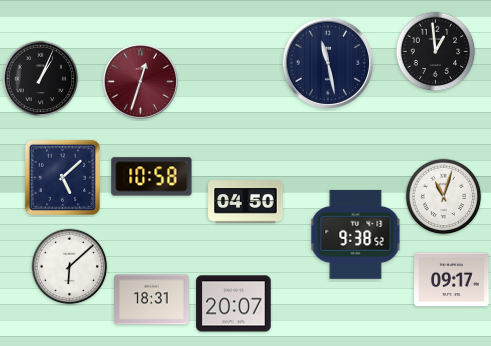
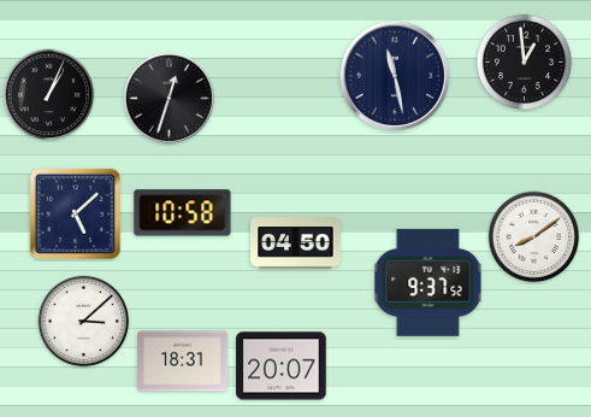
clock at (140, 81) dial: burgundy -> black
clock at (444, 197): 11:03 -> 8:09
clock at (356, 234): 9:38 -> 9:37
clock at (70, 267): 6:08 -> 3:08
clock at (452, 280): 09:17 -> none
